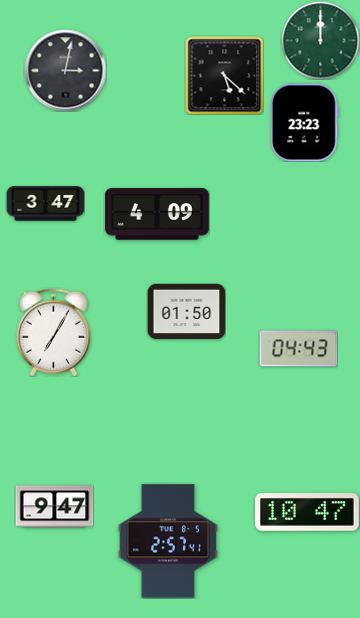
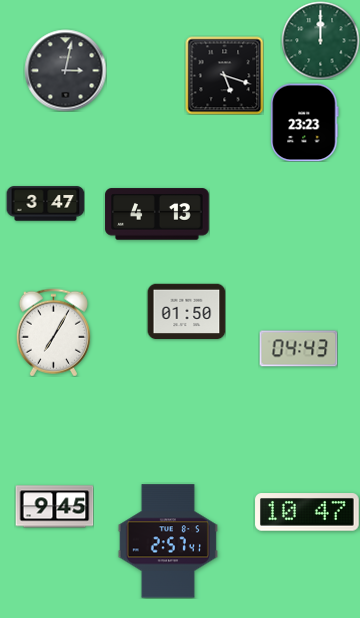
clock at (224, 75): 5:22 -> 5:18
clock at (157, 214): 4:09 -> 4:13
clock at (54, 507): 9:47 -> 9:45
